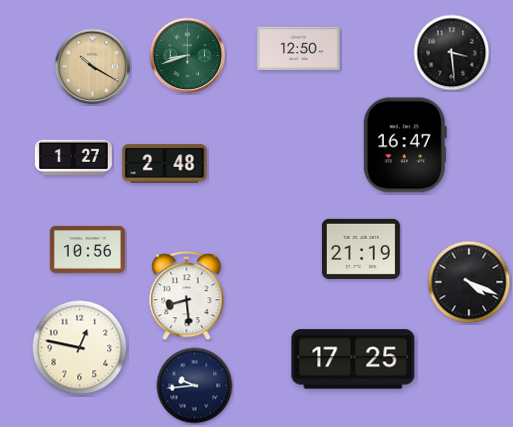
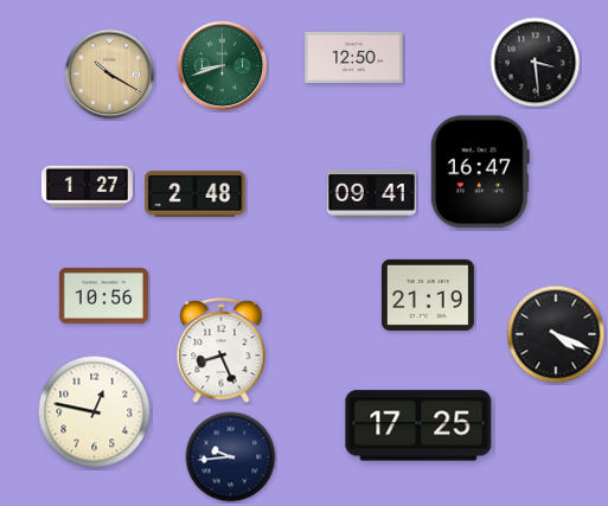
clock at (93, 67) position: (93, 67) -> (110, 75)
clock at (371, 194): none -> 09:41
clock at (187, 296): 8:29 -> 8:26
